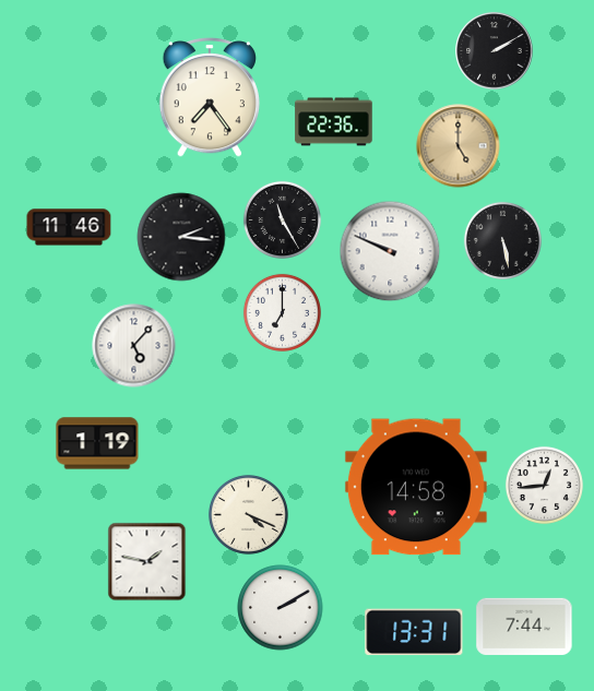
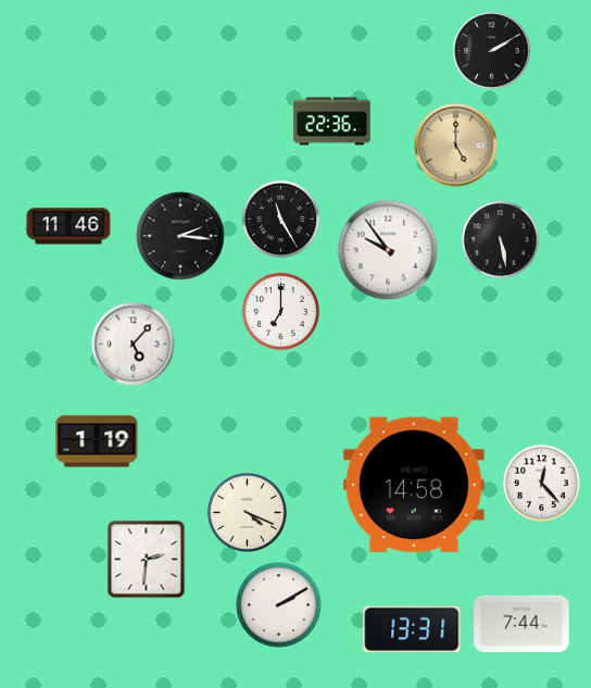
clock at (210, 97): 7:24 -> none
clock at (390, 251): 9:49 -> 9:54
clock at (544, 485): 12:44 -> 12:23
clock at (147, 562): 1:47 -> 2:31
